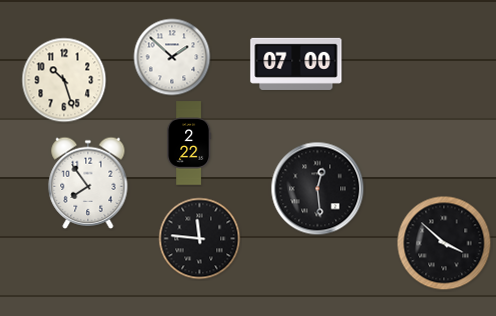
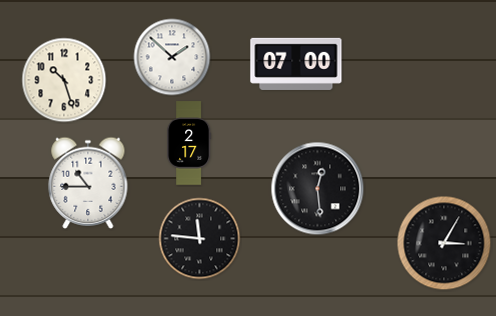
clock at (189, 143): 2:22 -> 2:17
clock at (88, 183): 7:54 -> 10:45
clock at (444, 243): 3:52 -> 3:05
